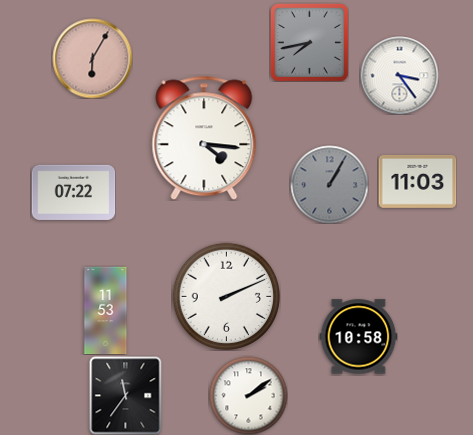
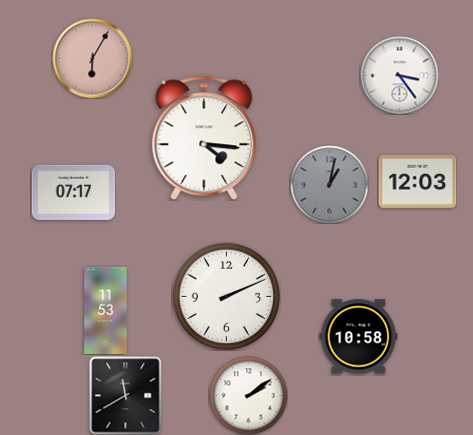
clock at (309, 42): 7:43 -> none
clock at (417, 181): 11:03 -> 12:03
clock at (329, 184): 1:05 -> 1:02
clock at (73, 192): 07:22 -> 07:17
clock at (126, 395): 11:36 -> 11:40
